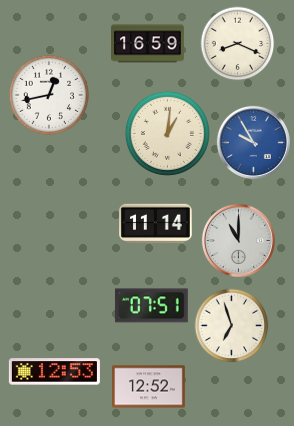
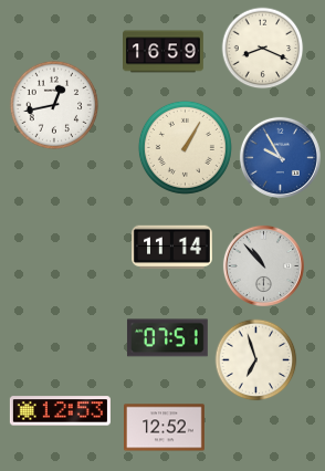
clock at (148, 44) position: (148, 44) -> (164, 52)
clock at (167, 133): 1:01 -> 1:05
clock at (238, 240): 11:00 -> 10:53
